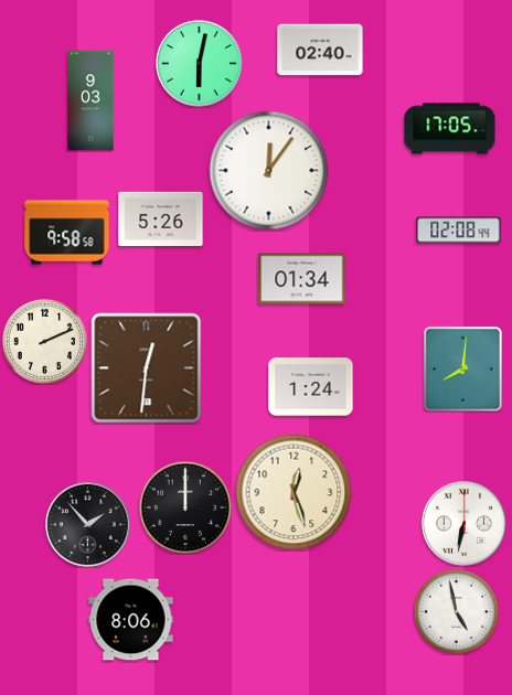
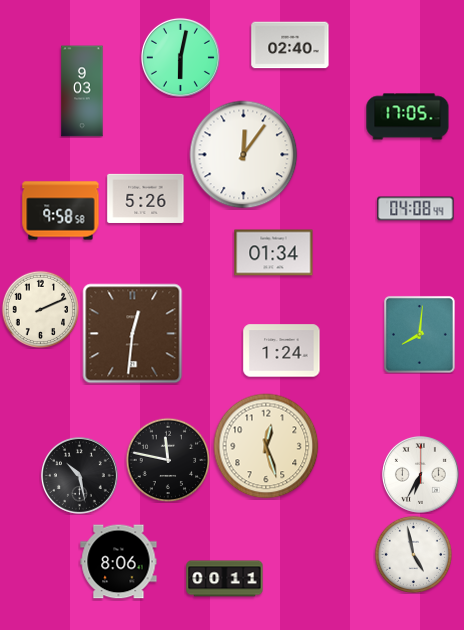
clock at (459, 231): 02:08 -> 04:08
clock at (185, 507): 12:00 -> 11:47
clock at (463, 523): 6:32 -> 6:35
clock at (87, 524): 1:53 -> 10:28
clock at (225, 579): none -> 00:11
